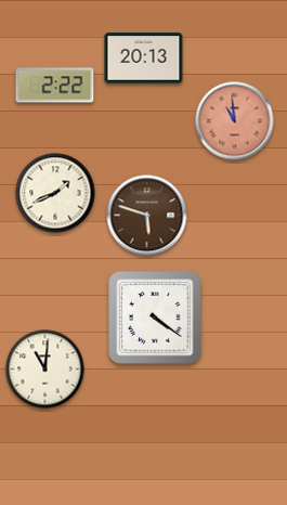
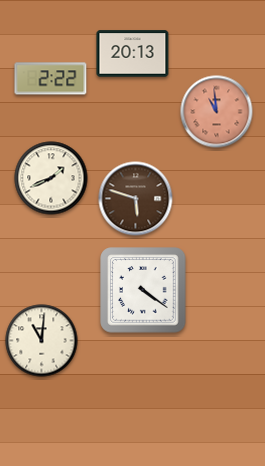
clock at (155, 318) position: (155, 318) -> (143, 290)
